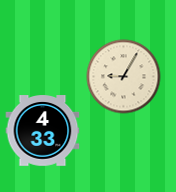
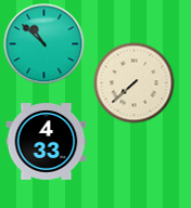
clock at (44, 44): none -> 10:52
clock at (124, 77): 9:05 -> 7:38
